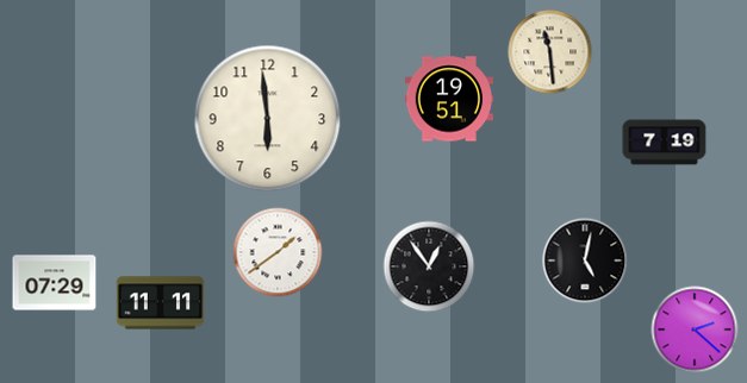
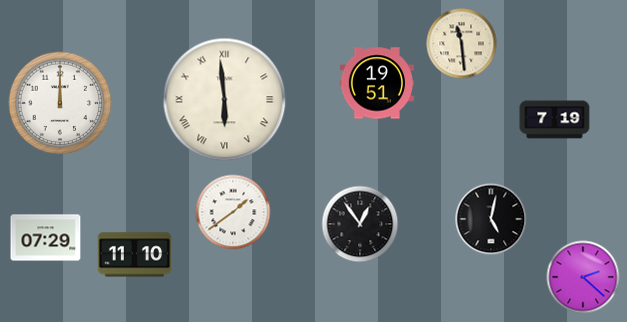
clock at (268, 119) numerals: Arabic -> Roman
clock at (60, 103): none -> 12:00
clock at (665, 143) position: (665, 143) -> (555, 120)
clock at (161, 303): 11:11 -> 11:10
